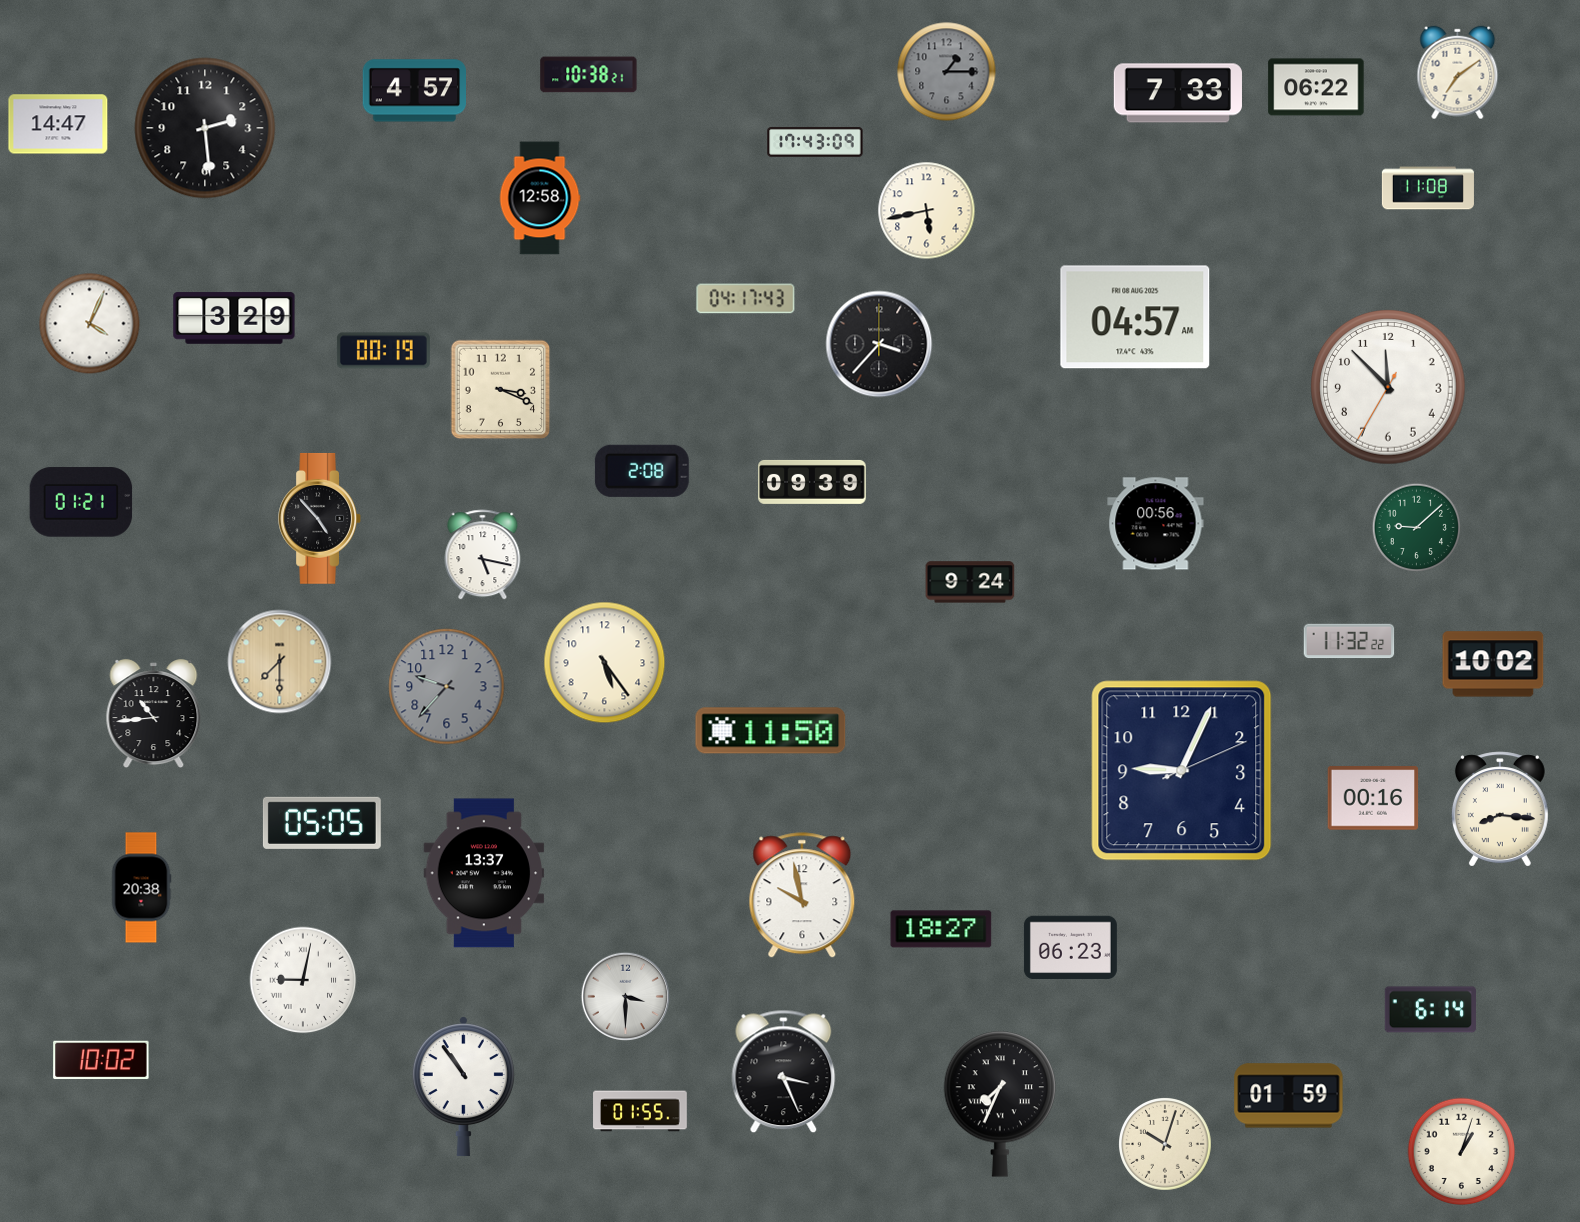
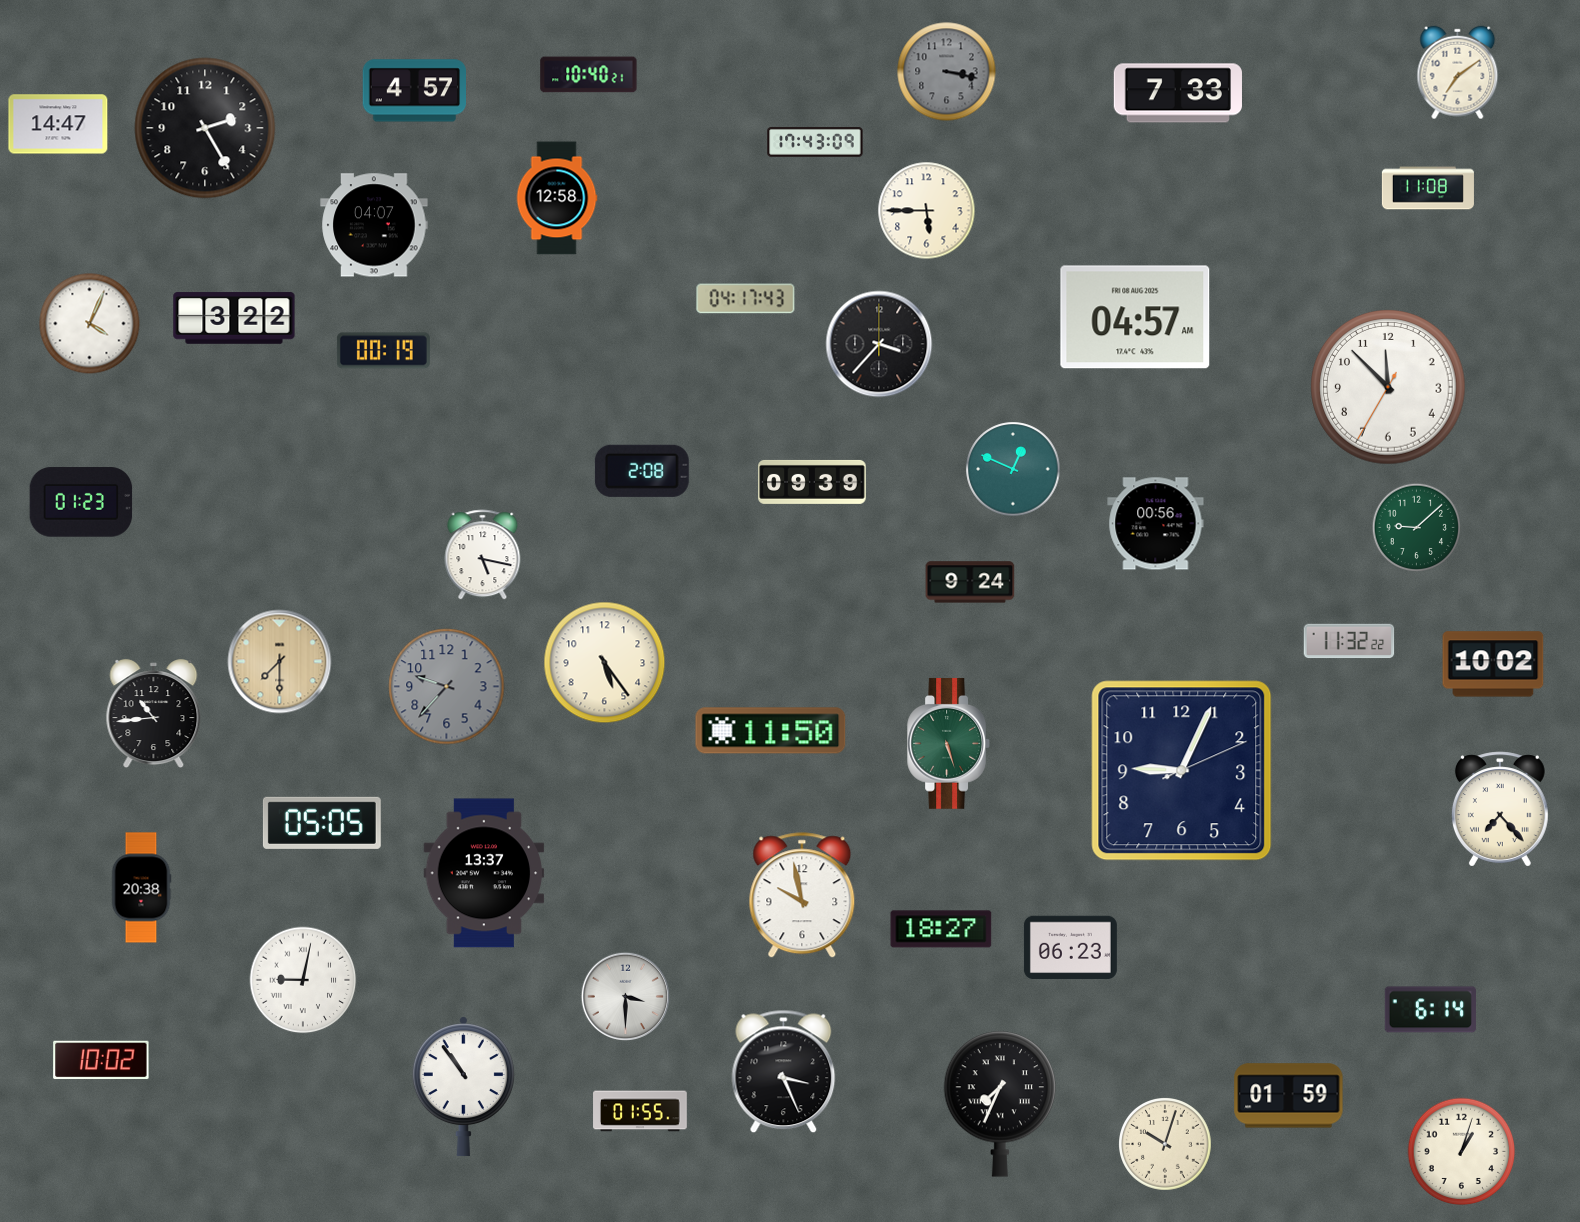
clock at (947, 72): 1:15 -> 3:17
clock at (589, 75): 10:38 -> 10:40
clock at (1316, 87): 06:22 -> none
clock at (205, 128): 2:29 -> 2:25
clock at (540, 198) position: (540, 198) -> (557, 198)
clock at (927, 211): 5:43 -> 5:45
clock at (374, 225): none -> 04:07
clock at (234, 318): 3:29 -> 3:22
clock at (501, 390): 3:19 -> none
clock at (1013, 469): none -> 12:49
clock at (81, 502): 01:21 -> 01:23
clock at (319, 519): 4:53 -> none
clock at (948, 744): none -> 5:27
clock at (1373, 798): 00:16 -> none
clock at (1500, 809): 8:16 -> 7:23
